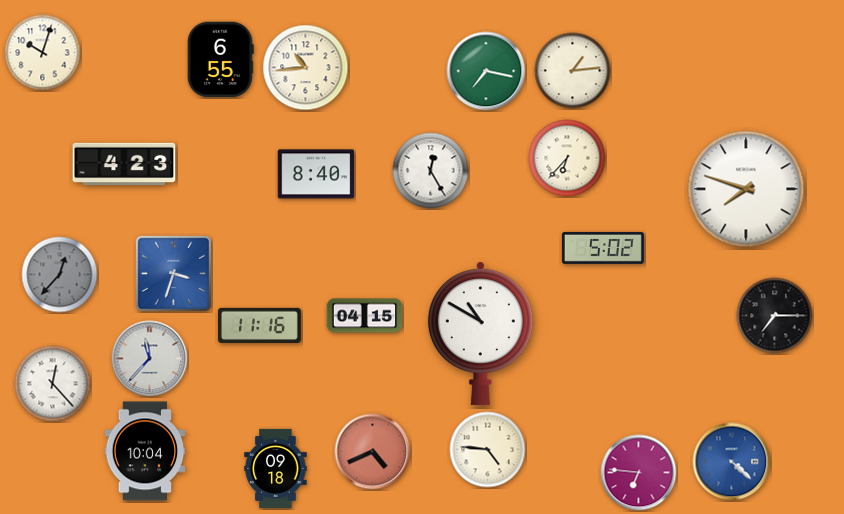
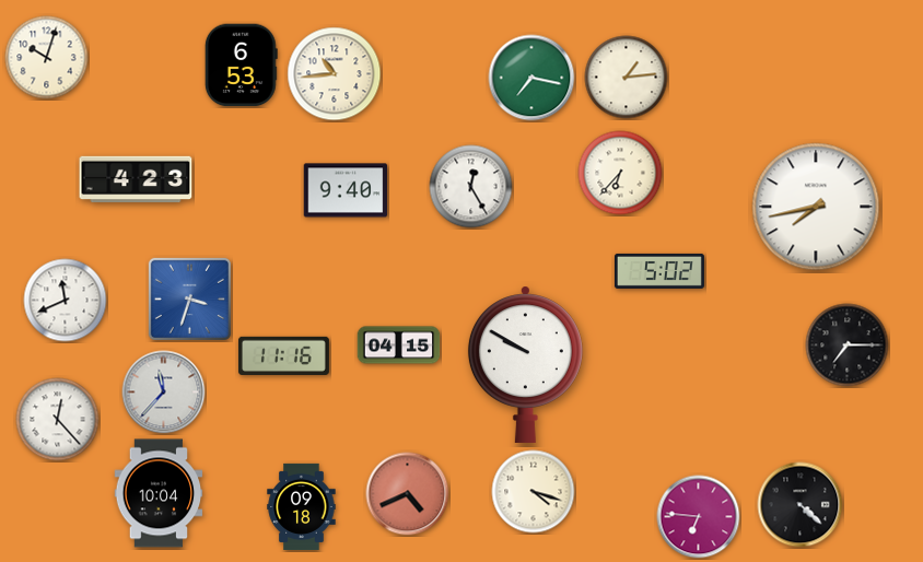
clock at (220, 60): 6:55 -> 6:53
clock at (316, 174): 8:40 -> 9:40
clock at (746, 189): 7:48 -> 7:43
clock at (60, 275): 12:37 -> 11:41
clock at (60, 275) dial: grey -> white
clock at (480, 333): 10:50 -> 9:50
clock at (488, 450): 4:46 -> 4:18
clock at (732, 462) dial: blue -> black
clock at (276, 468) position: (276, 468) -> (302, 506)
